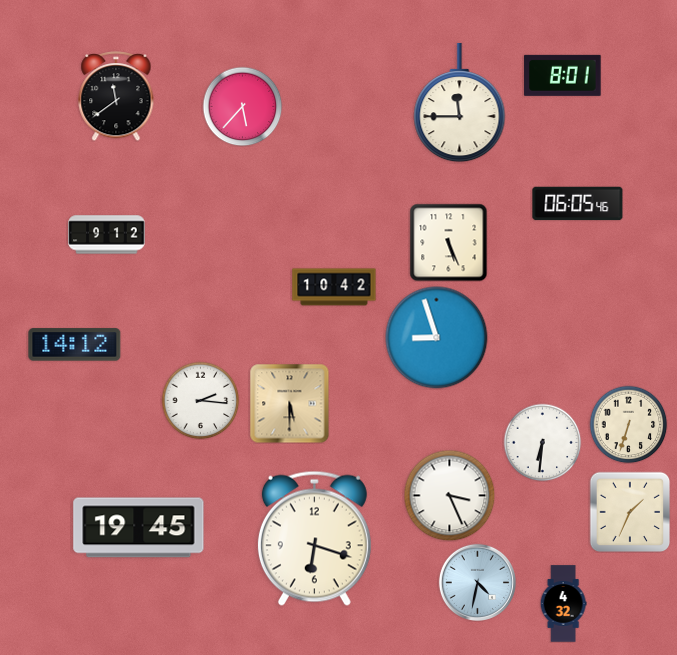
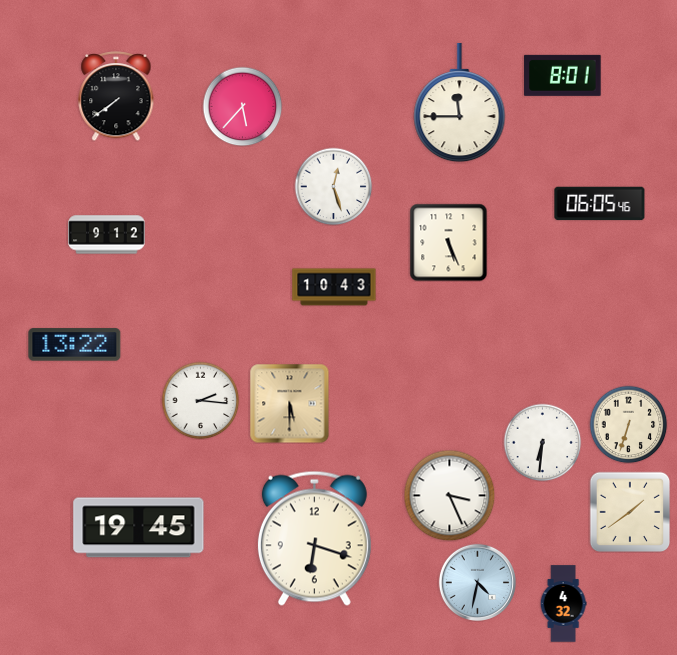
clock at (116, 97): 11:39 -> 7:39
clock at (333, 186): none -> 12:27
clock at (578, 204) position: (578, 204) -> (600, 204)
clock at (334, 287): 10:42 -> 10:43
clock at (437, 338): 8:57 -> none
clock at (75, 345): 14:12 -> 13:22
clock at (630, 512): 1:34 -> 1:39
